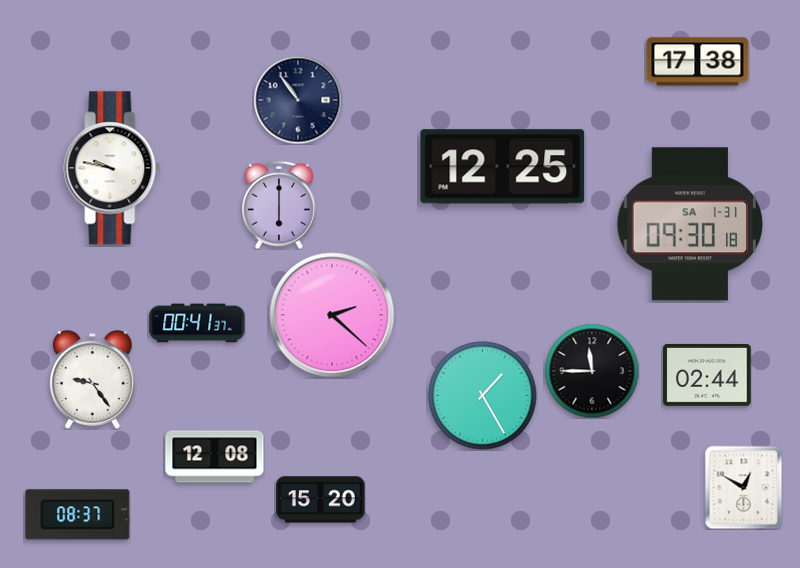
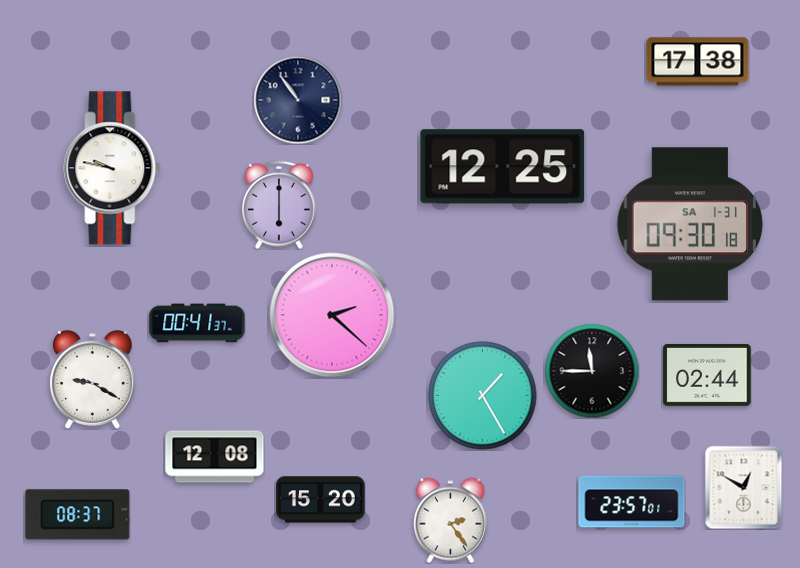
clock at (93, 380): 9:24 -> 9:20
clock at (632, 502): none -> 23:57
clock at (450, 520): none -> 2:24
